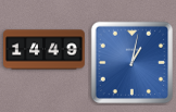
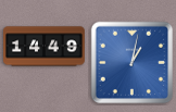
clock at (45, 50) position: (45, 50) -> (45, 47)
